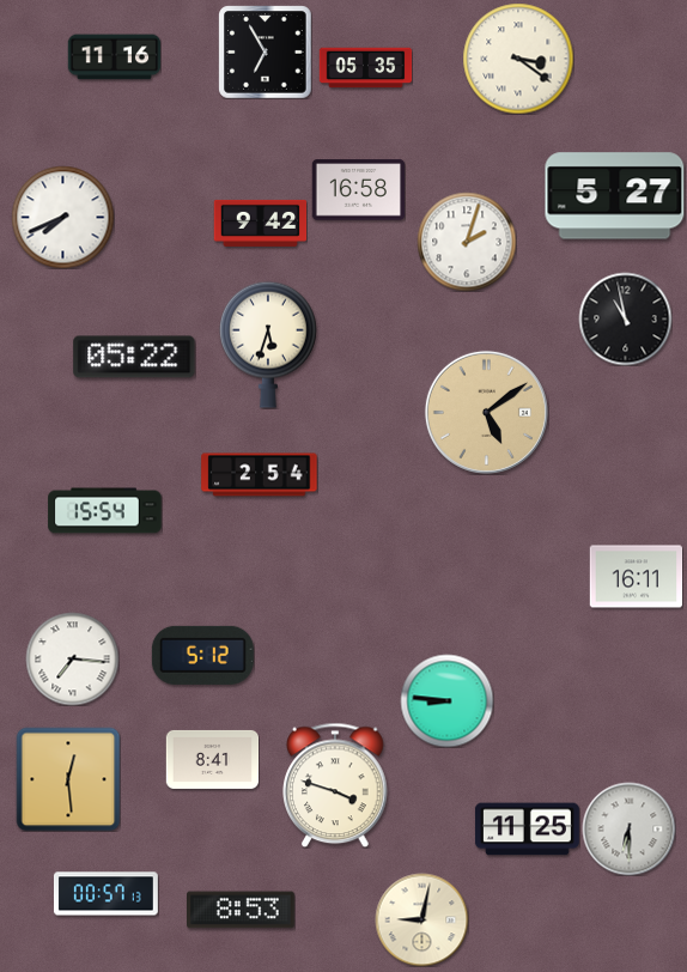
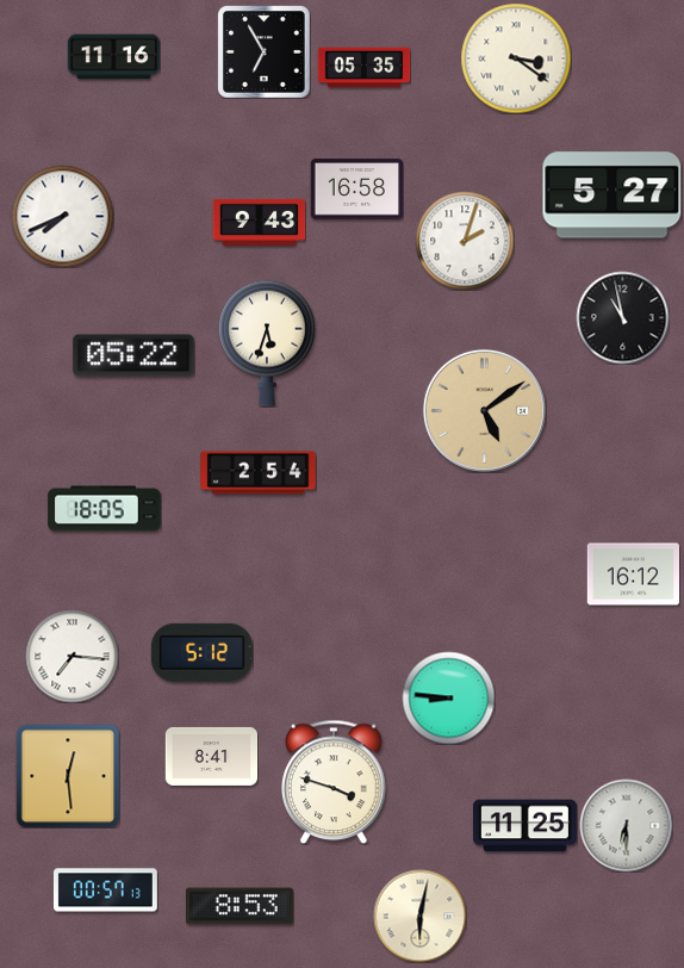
clock at (260, 223): 9:42 -> 9:43
clock at (105, 511): 15:54 -> 18:05
clock at (636, 577): 16:11 -> 16:12
clock at (446, 700) position: (446, 700) -> (448, 697)
clock at (421, 919): 9:02 -> 6:02
